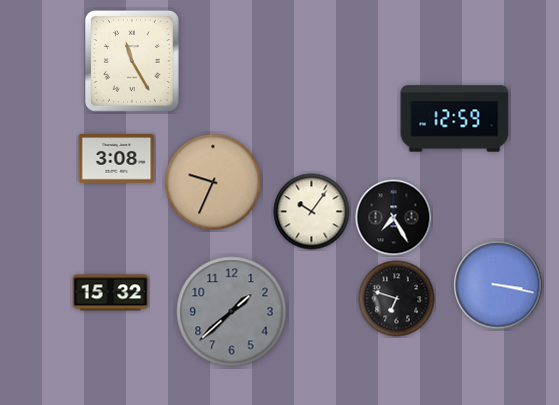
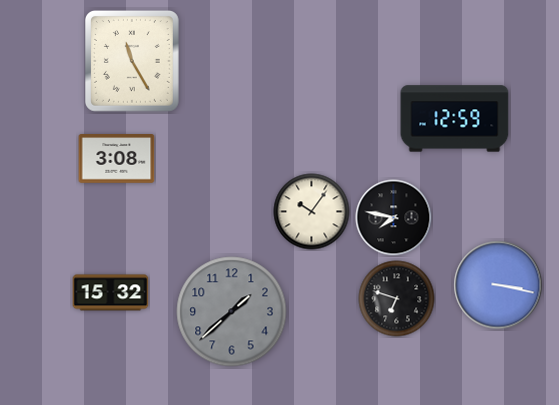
clock at (213, 182): 9:34 -> none
clock at (394, 218): 7:25 -> 7:47
